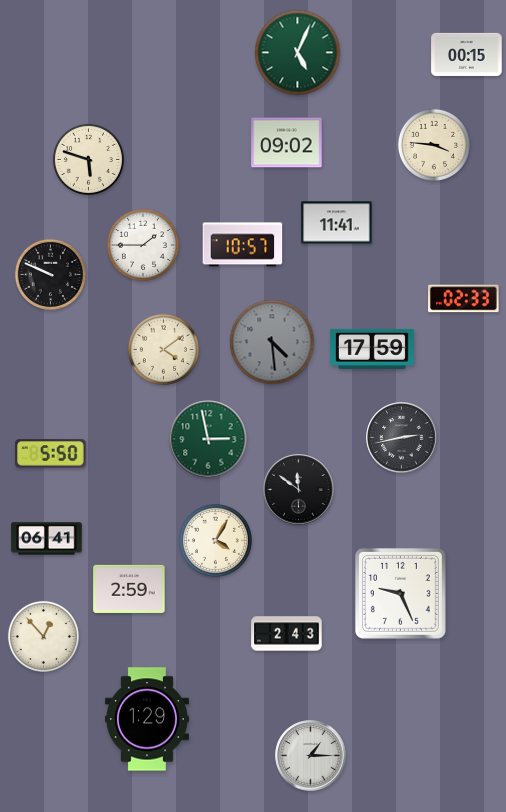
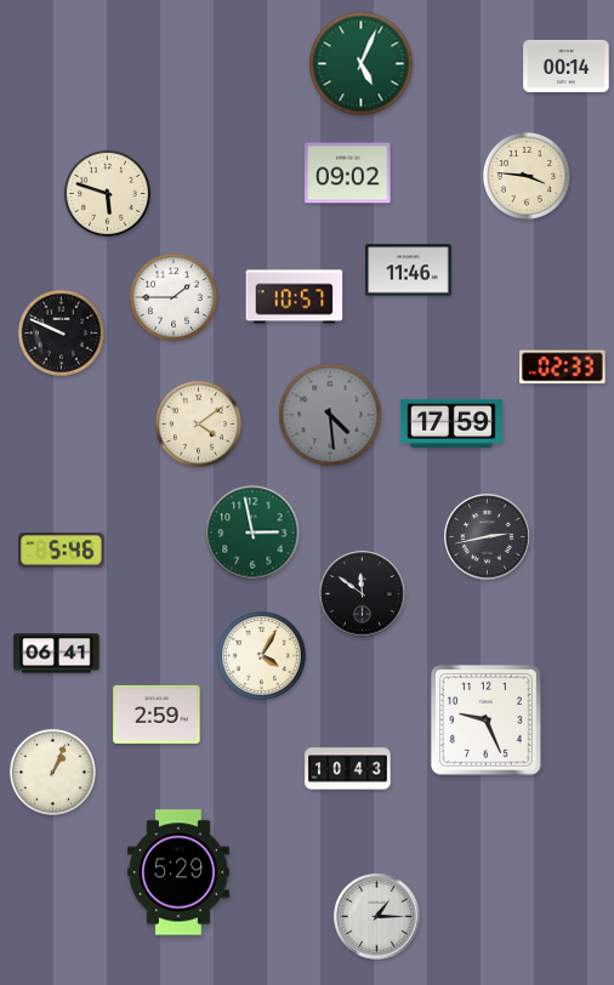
clock at (467, 54): 00:15 -> 00:14
clock at (337, 223): 11:41 -> 11:46
clock at (464, 299) position: (464, 299) -> (563, 368)
clock at (402, 438) position: (402, 438) -> (488, 537)
clock at (51, 454): 5:50 -> 5:46
clock at (287, 634): 2:43 -> 10:43
clock at (43, 636): 12:53 -> 1:04
clock at (147, 719): 1:29 -> 5:29
